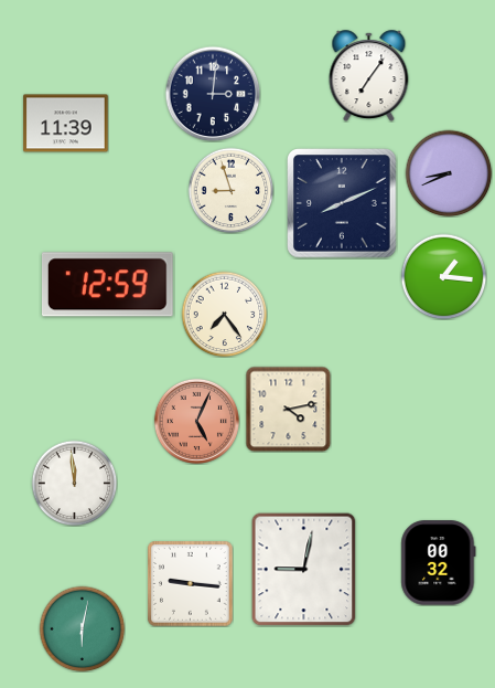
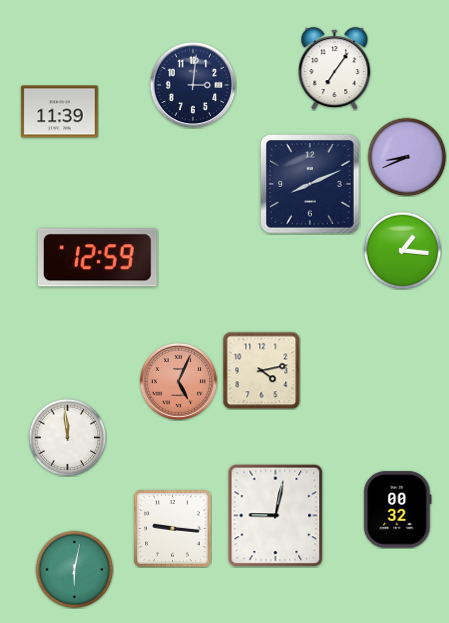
clock at (230, 190): 8:57 -> none
clock at (224, 314): 7:24 -> none
